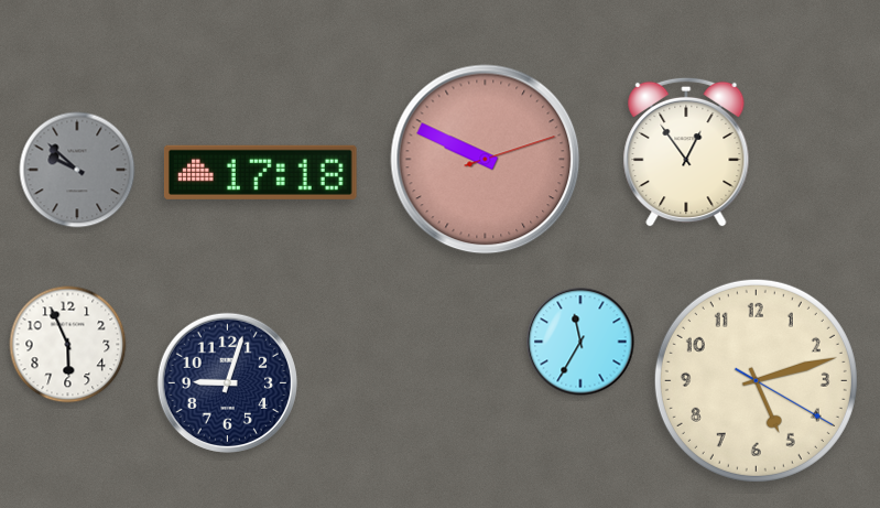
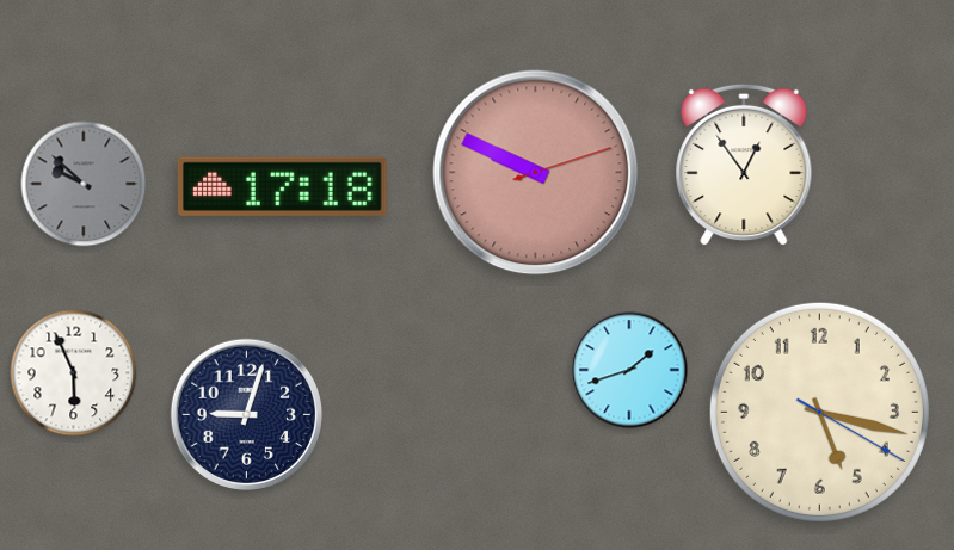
clock at (486, 160) position: (486, 160) -> (536, 173)
clock at (580, 342): 11:35 -> 1:42
clock at (756, 380): 5:12 -> 5:17
